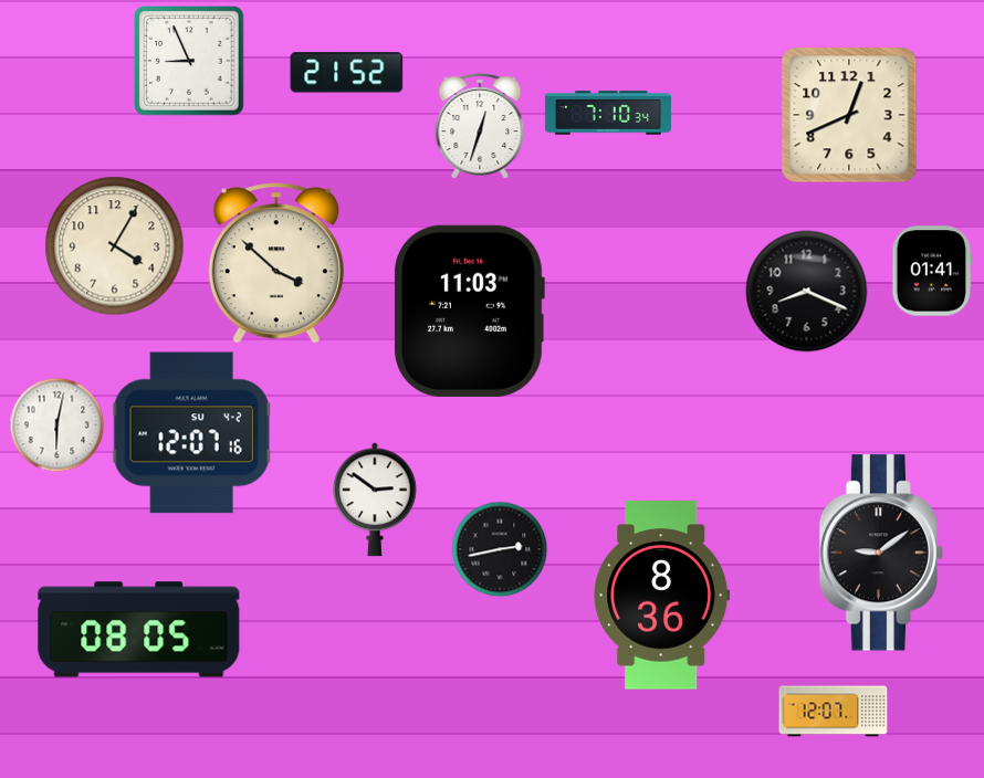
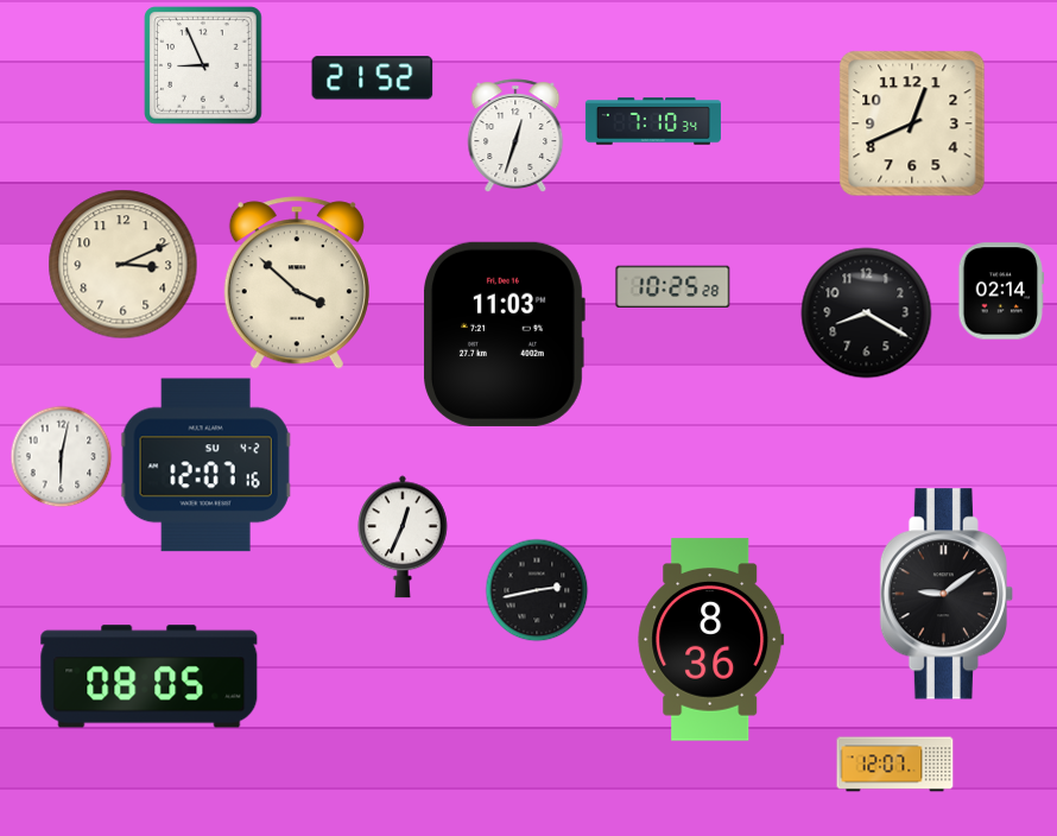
clock at (115, 246): 4:05 -> 3:11
clock at (673, 287): none -> 10:25
clock at (932, 271): 01:41 -> 02:14
clock at (807, 292): 8:19 -> 8:20
clock at (376, 500): 2:51 -> 12:34
